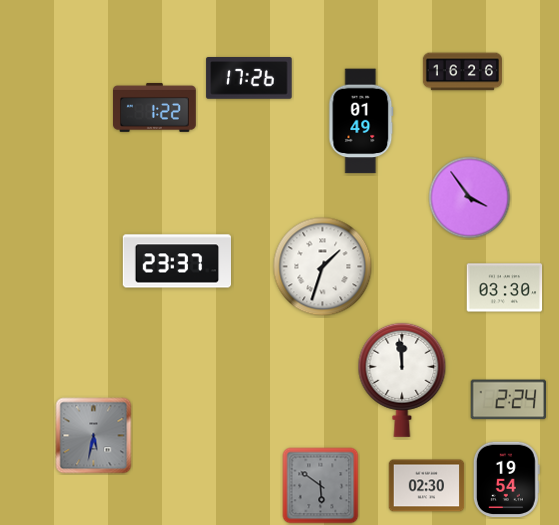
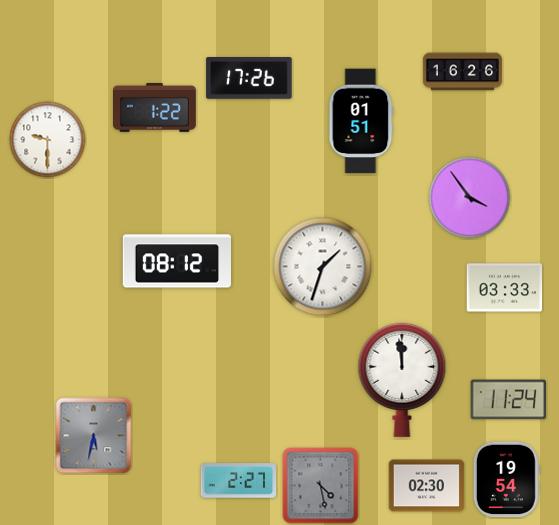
clock at (361, 121): 01:49 -> 01:51
clock at (48, 140): none -> 9:30
clock at (177, 261): 23:37 -> 08:12
clock at (505, 288): 03:30 -> 03:33
clock at (508, 400): 2:24 -> 11:24
clock at (239, 481): none -> 2:27
clock at (321, 486): 5:51 -> 4:28
